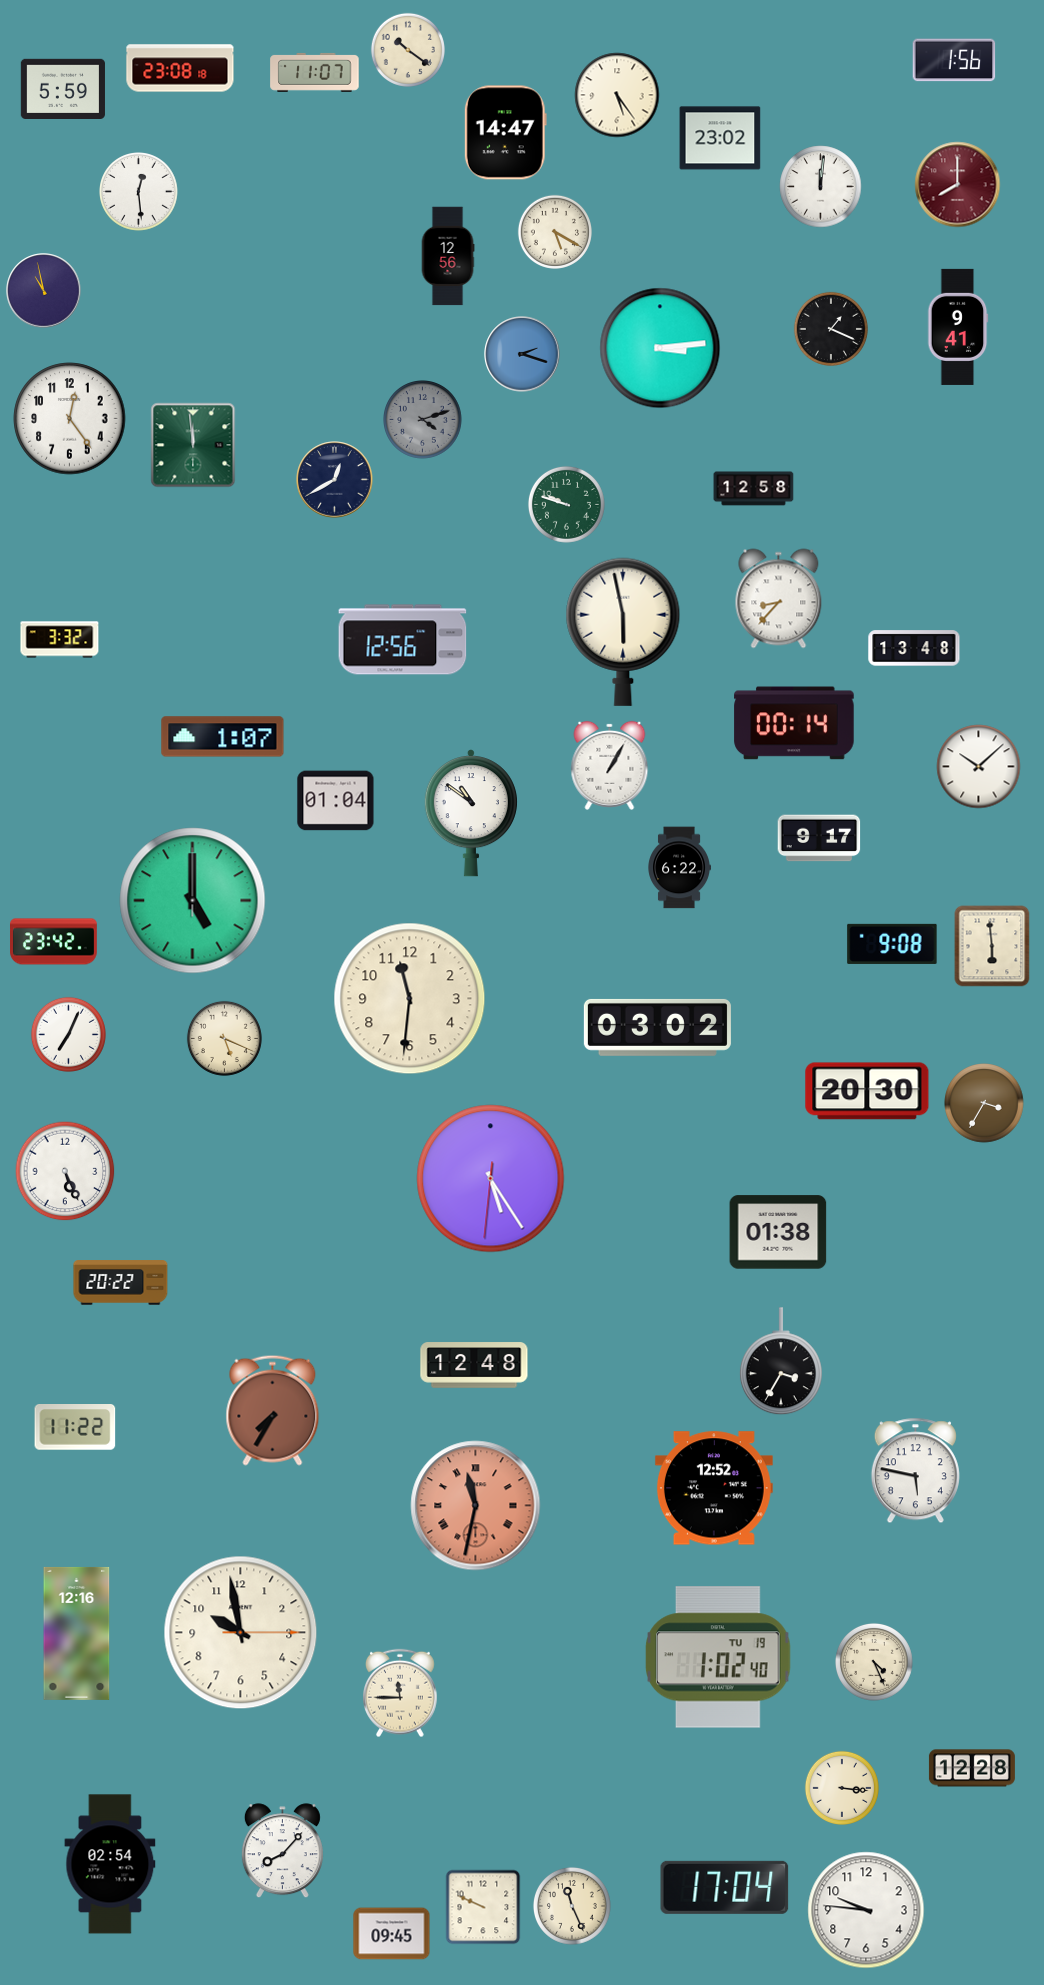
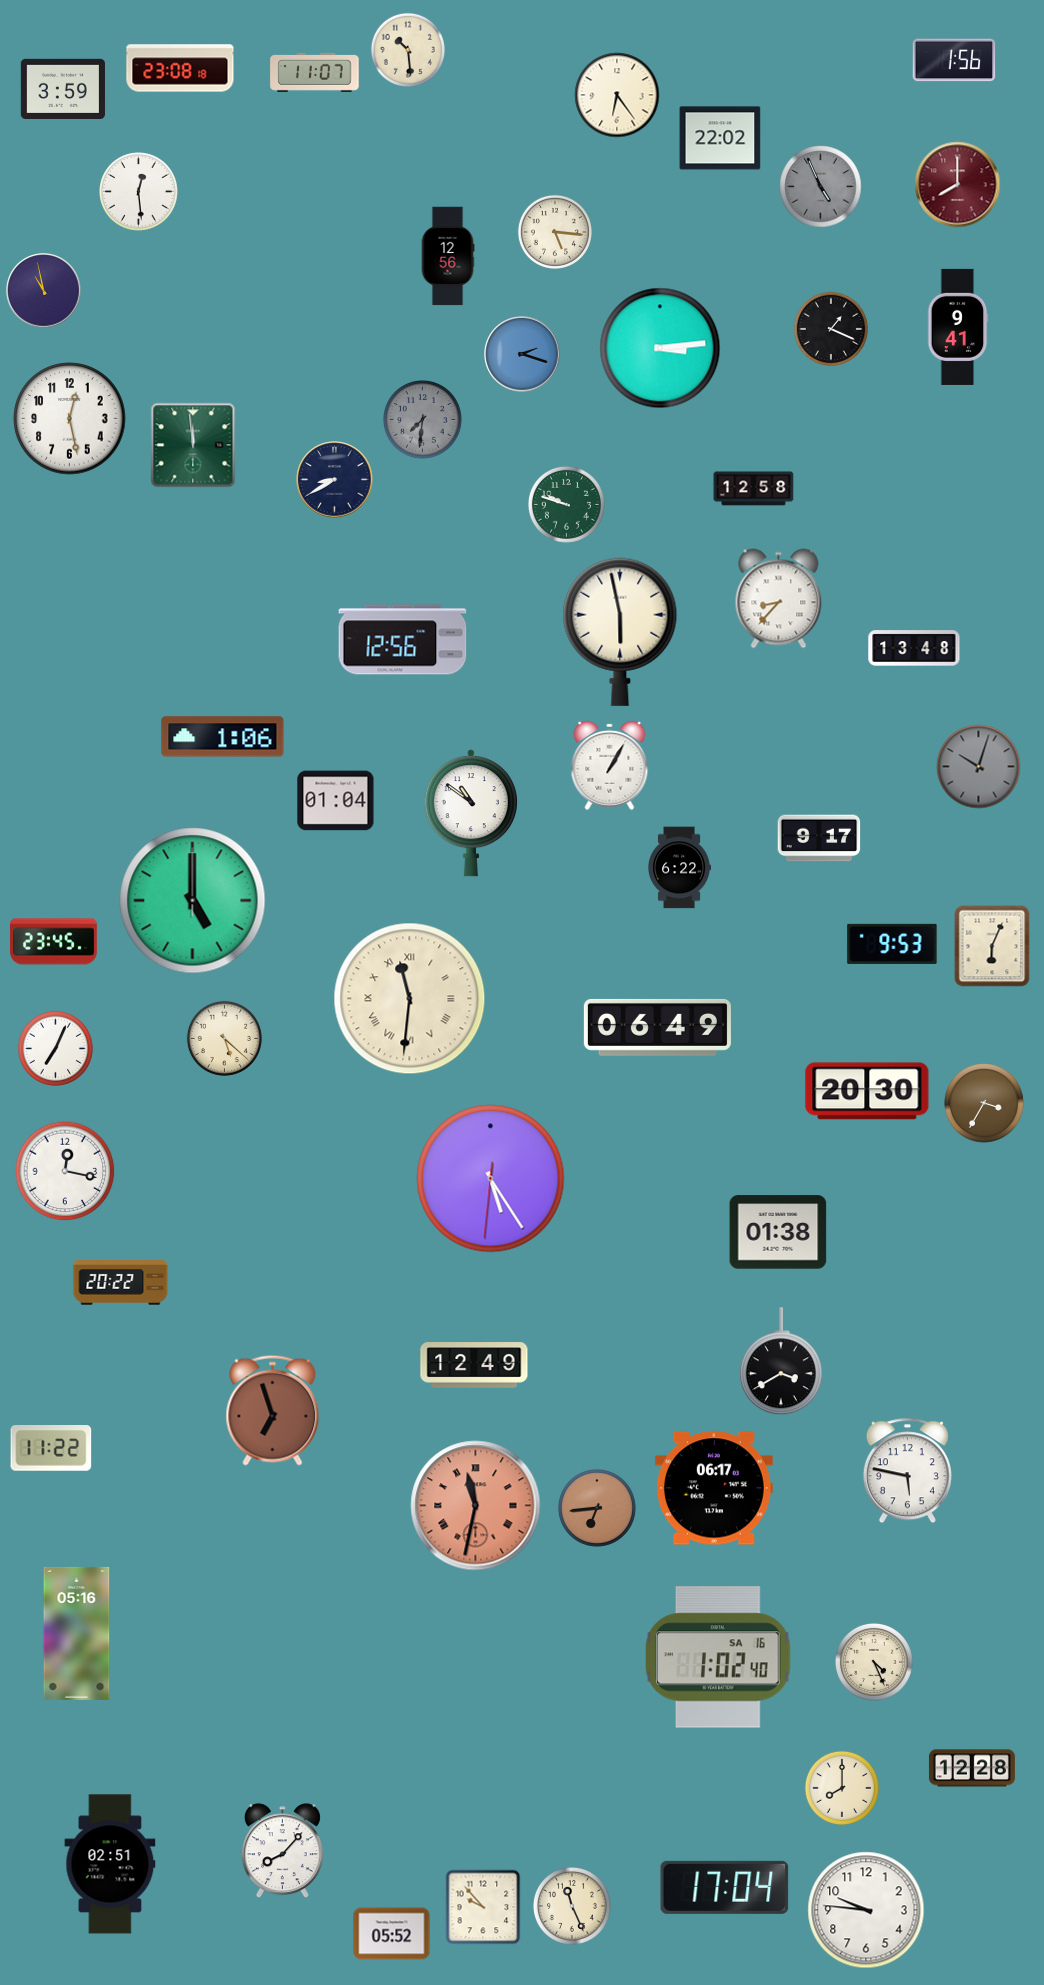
clock at (408, 50): 10:21 -> 10:29
clock at (62, 88): 5:59 -> 3:59
clock at (617, 95): 5:24 -> 6:24
clock at (505, 133): 14:47 -> none
clock at (720, 138): 23:02 -> 22:02
clock at (821, 187): 12:01 -> 4:56
clock at (821, 187) dial: white -> grey
clock at (555, 232): 5:20 -> 5:16
clock at (70, 419): 12:24 -> 12:28
clock at (423, 420): 4:12 -> 7:31
clock at (335, 480): 12:40 -> 8:40
clock at (623, 632) position: (623, 632) -> (620, 632)
clock at (60, 640): 3:32 -> none
clock at (794, 723): 00:14 -> none
clock at (223, 737): 1:07 -> 1:06
clock at (979, 767): 10:08 -> 10:03
clock at (979, 767) dial: white -> grey
clock at (54, 942): 23:42 -> 23:45
clock at (892, 944): 9:08 -> 9:53
clock at (992, 946): 5:59 -> 6:04
clock at (410, 999) numerals: Arabic -> Roman
clock at (657, 1027): 03:02 -> 06:49
clock at (68, 1034) position: (68, 1034) -> (55, 1048)
clock at (224, 1038): 5:19 -> 5:22
clock at (65, 1171): 5:26 -> 12:17
clock at (781, 1362): 3:35 -> 3:40
clock at (474, 1365): 12:48 -> 12:49
clock at (273, 1410): 7:35 -> 6:57
clock at (75, 1428) position: (75, 1428) -> (51, 1449)
clock at (915, 1471) position: (915, 1471) -> (907, 1471)
clock at (714, 1488): 12:52 -> 06:17
clock at (597, 1508): none -> 6:44
clock at (77, 1633): 12:16 -> 05:16
clock at (241, 1633): 9:58 -> none
clock at (718, 1657) date: TU 19 -> SA 16
clock at (401, 1693): 11:45 -> none
clock at (842, 1788): 3:16 -> 8:00
clock at (110, 1864): 02:54 -> 02:51
clock at (483, 1907): 9:49 -> 9:53
clock at (392, 1934): 09:45 -> 05:52
